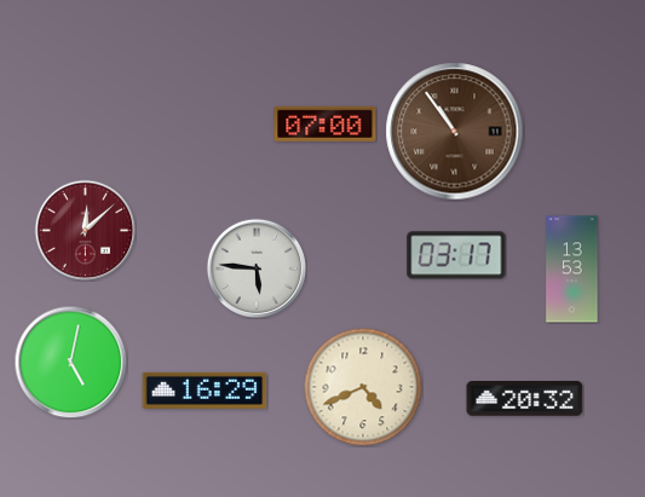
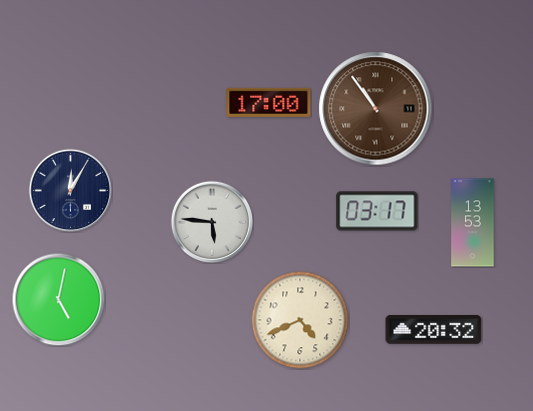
clock at (326, 123): 07:00 -> 17:00
clock at (85, 230): 12:08 -> 12:05
clock at (85, 230) dial: burgundy -> navy
clock at (205, 391): 16:29 -> none
